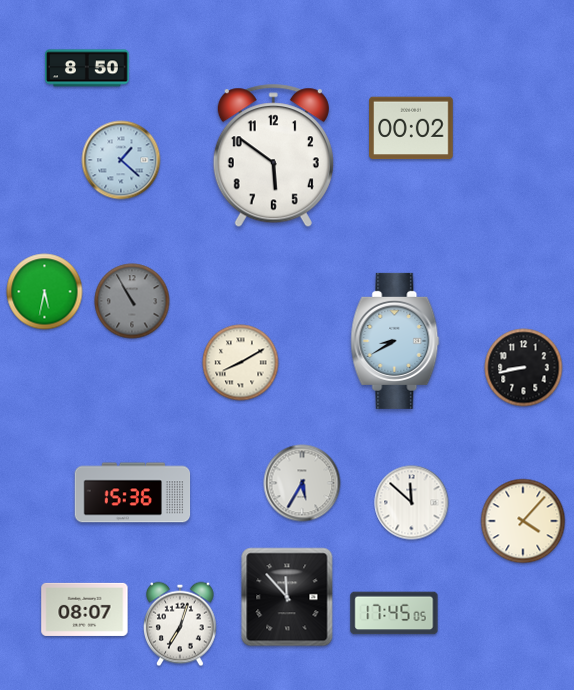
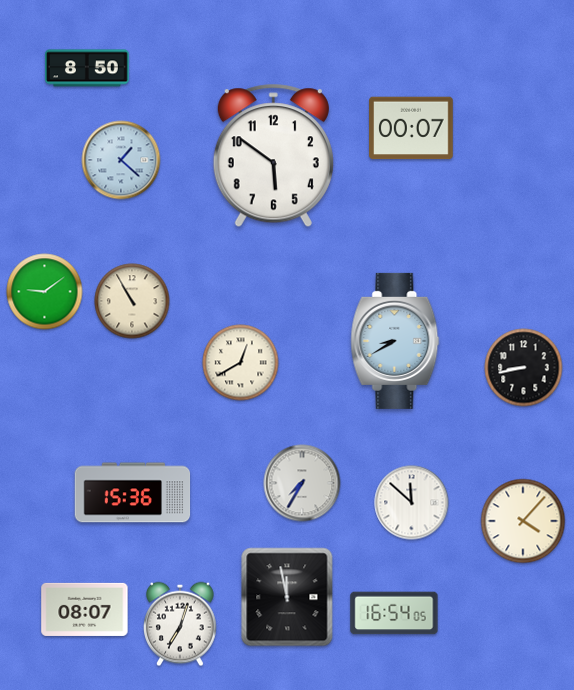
clock at (411, 128): 00:02 -> 00:07
clock at (45, 292): 5:32 -> 9:09
clock at (132, 301) dial: grey -> cream
clock at (241, 363): 8:10 -> 12:40
clock at (302, 483): 5:35 -> 7:35
clock at (287, 597): 11:53 -> 11:58
clock at (394, 613): 17:45 -> 16:54
